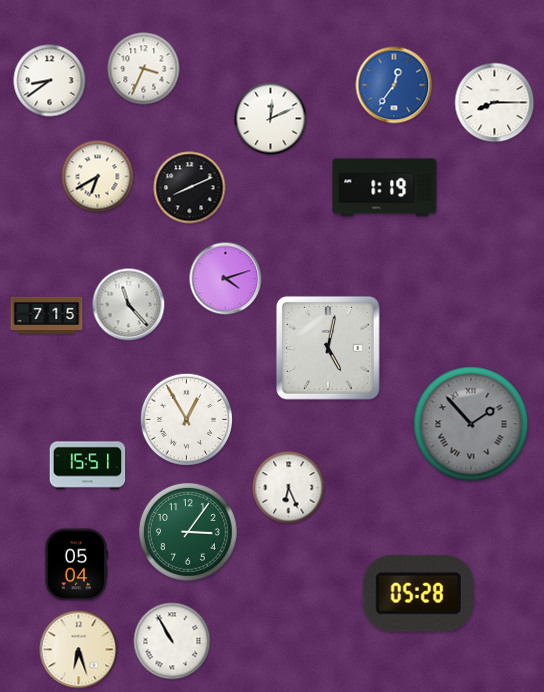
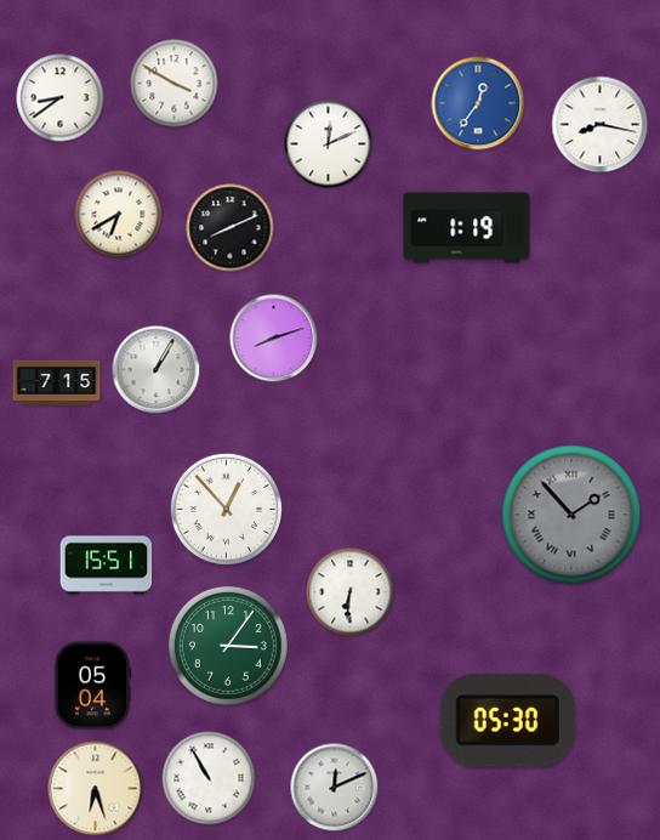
clock at (144, 69): 3:34 -> 3:50
clock at (495, 103): 8:15 -> 8:17
clock at (226, 279): 4:12 -> 8:12
clock at (129, 305): 11:23 -> 1:05
clock at (328, 348): 5:02 -> none
clock at (186, 419): 12:55 -> 12:53
clock at (289, 488): 6:26 -> 6:31
clock at (418, 593): 05:28 -> 05:30
clock at (335, 788): none -> 12:11
